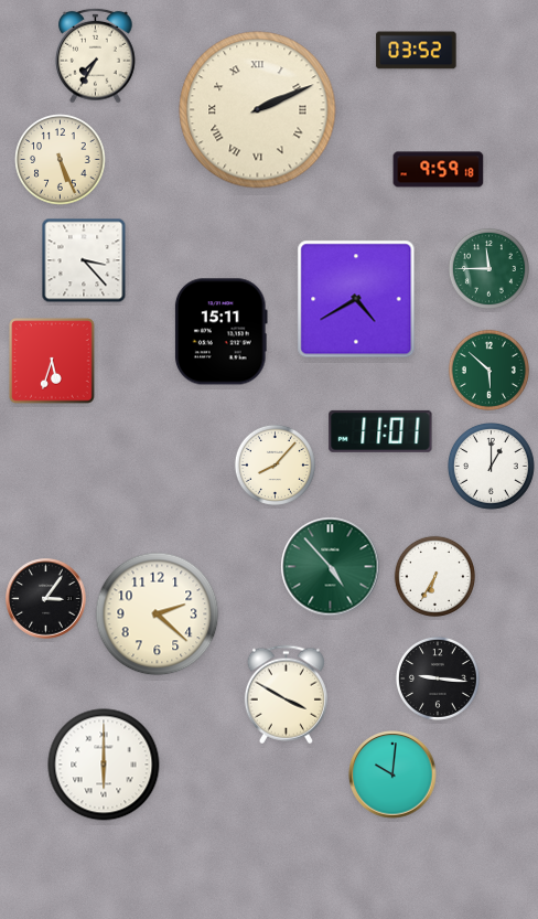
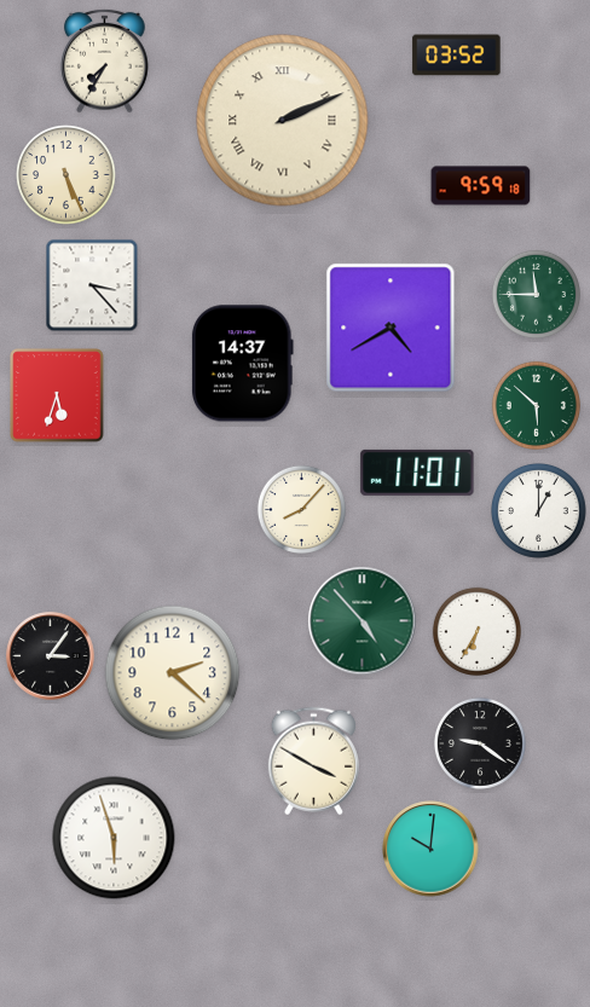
clock at (220, 332): 15:11 -> 14:37
clock at (438, 678): 9:16 -> 9:21
clock at (104, 765): 6:00 -> 5:57
